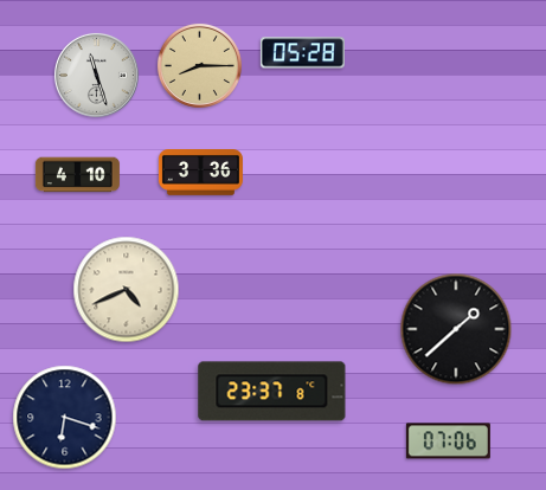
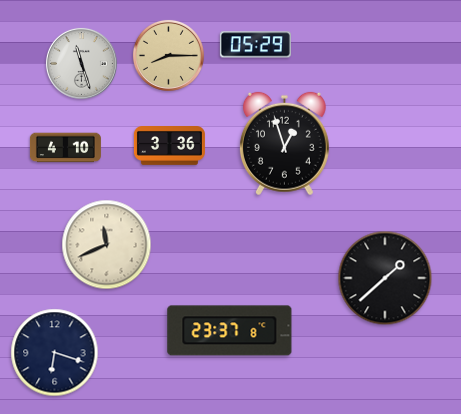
clock at (302, 53): 05:28 -> 05:29
clock at (284, 144): none -> 12:57
clock at (127, 290): 4:41 -> 11:41
clock at (448, 441): 07:06 -> none
